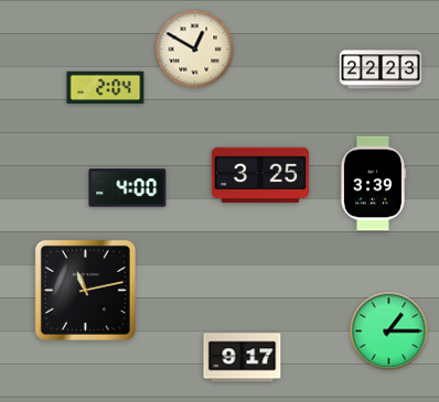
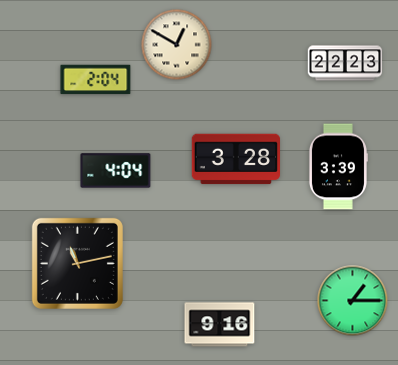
clock at (260, 175): 3:25 -> 3:28
clock at (128, 188): 4:00 -> 4:04
clock at (243, 358): 9:17 -> 9:16
